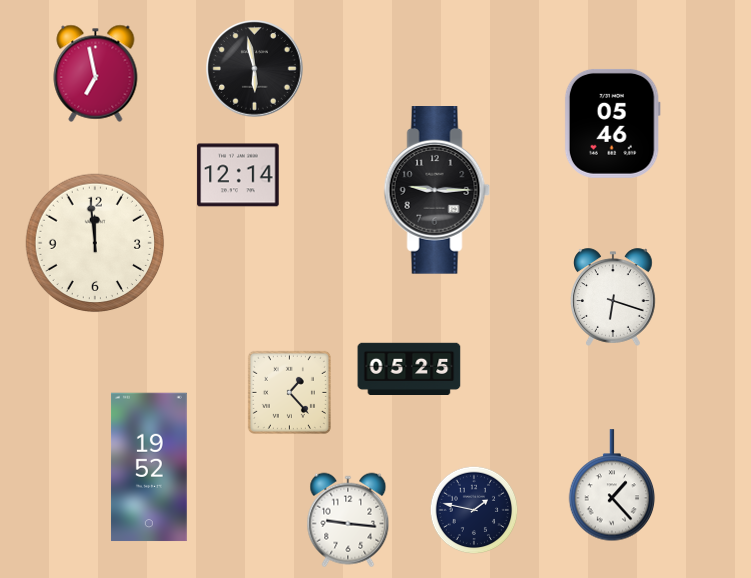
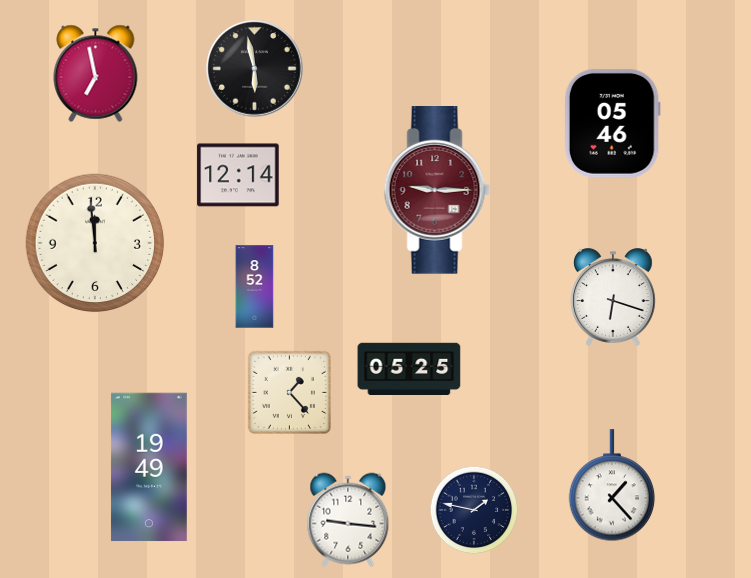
clock at (437, 191) dial: black -> burgundy
clock at (255, 287): none -> 8:52
clock at (149, 467): 19:52 -> 19:49
